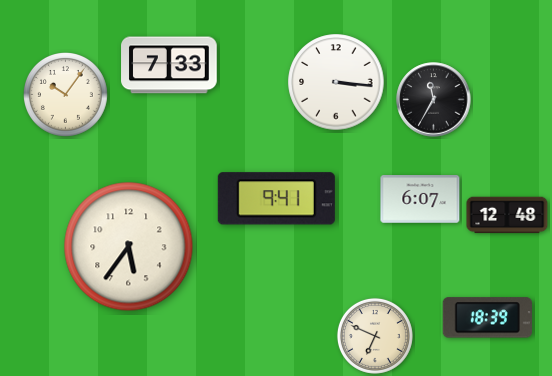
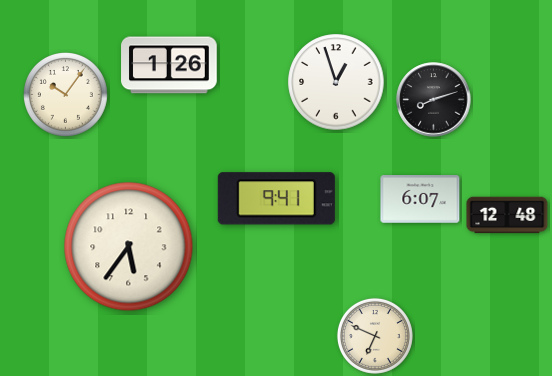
clock at (169, 65): 7:33 -> 1:26
clock at (336, 82): 3:16 -> 12:57
clock at (434, 100): 11:35 -> 8:12
clock at (487, 318): 18:39 -> none
